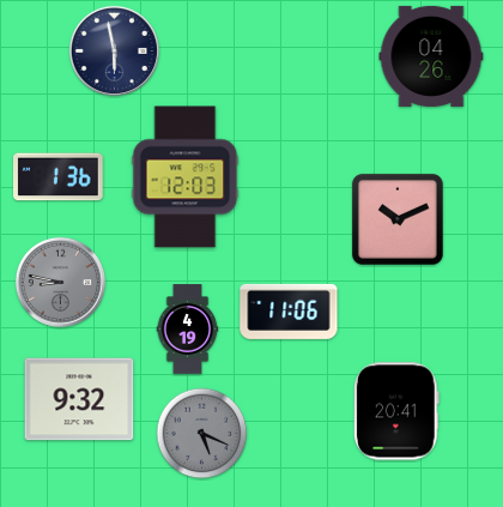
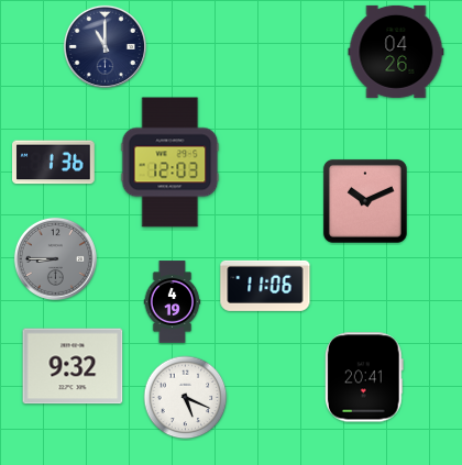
clock at (114, 50): 5:58 -> 11:00
clock at (60, 282): 8:47 -> 8:45
clock at (202, 434) dial: grey -> white
